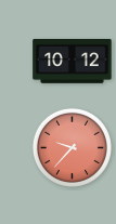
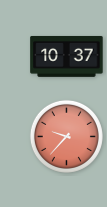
clock at (73, 61): 10:12 -> 10:37
